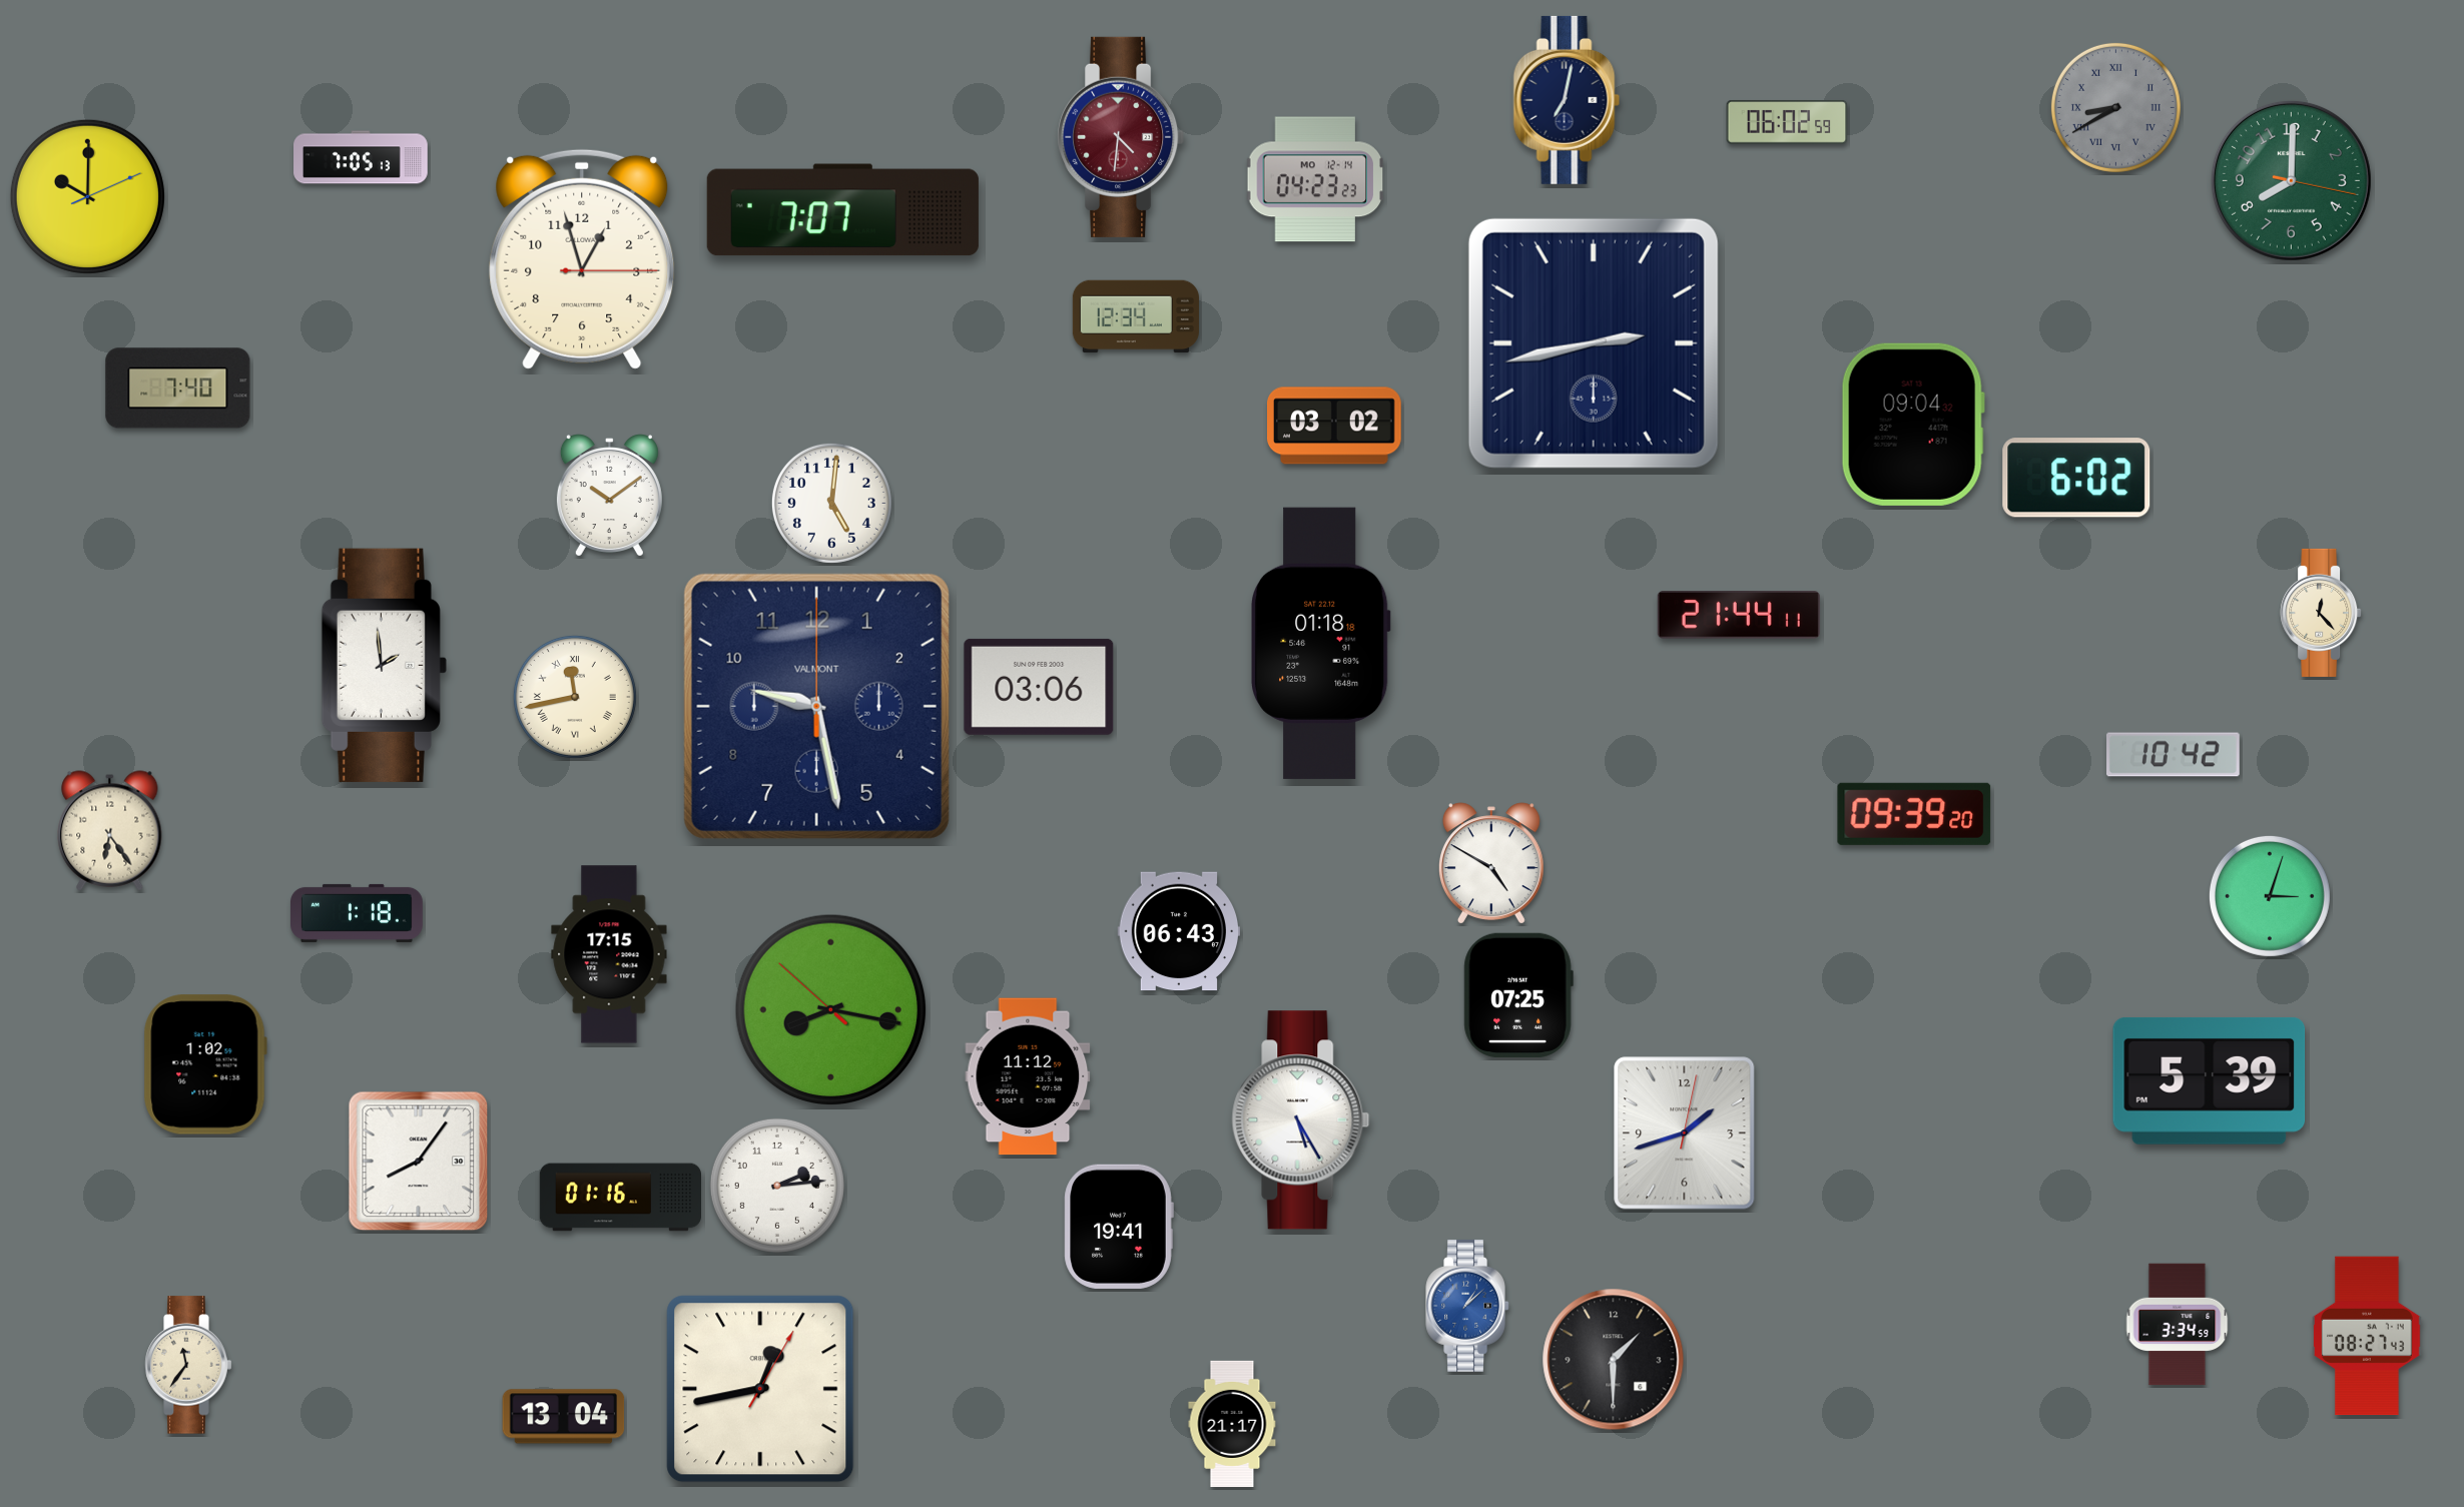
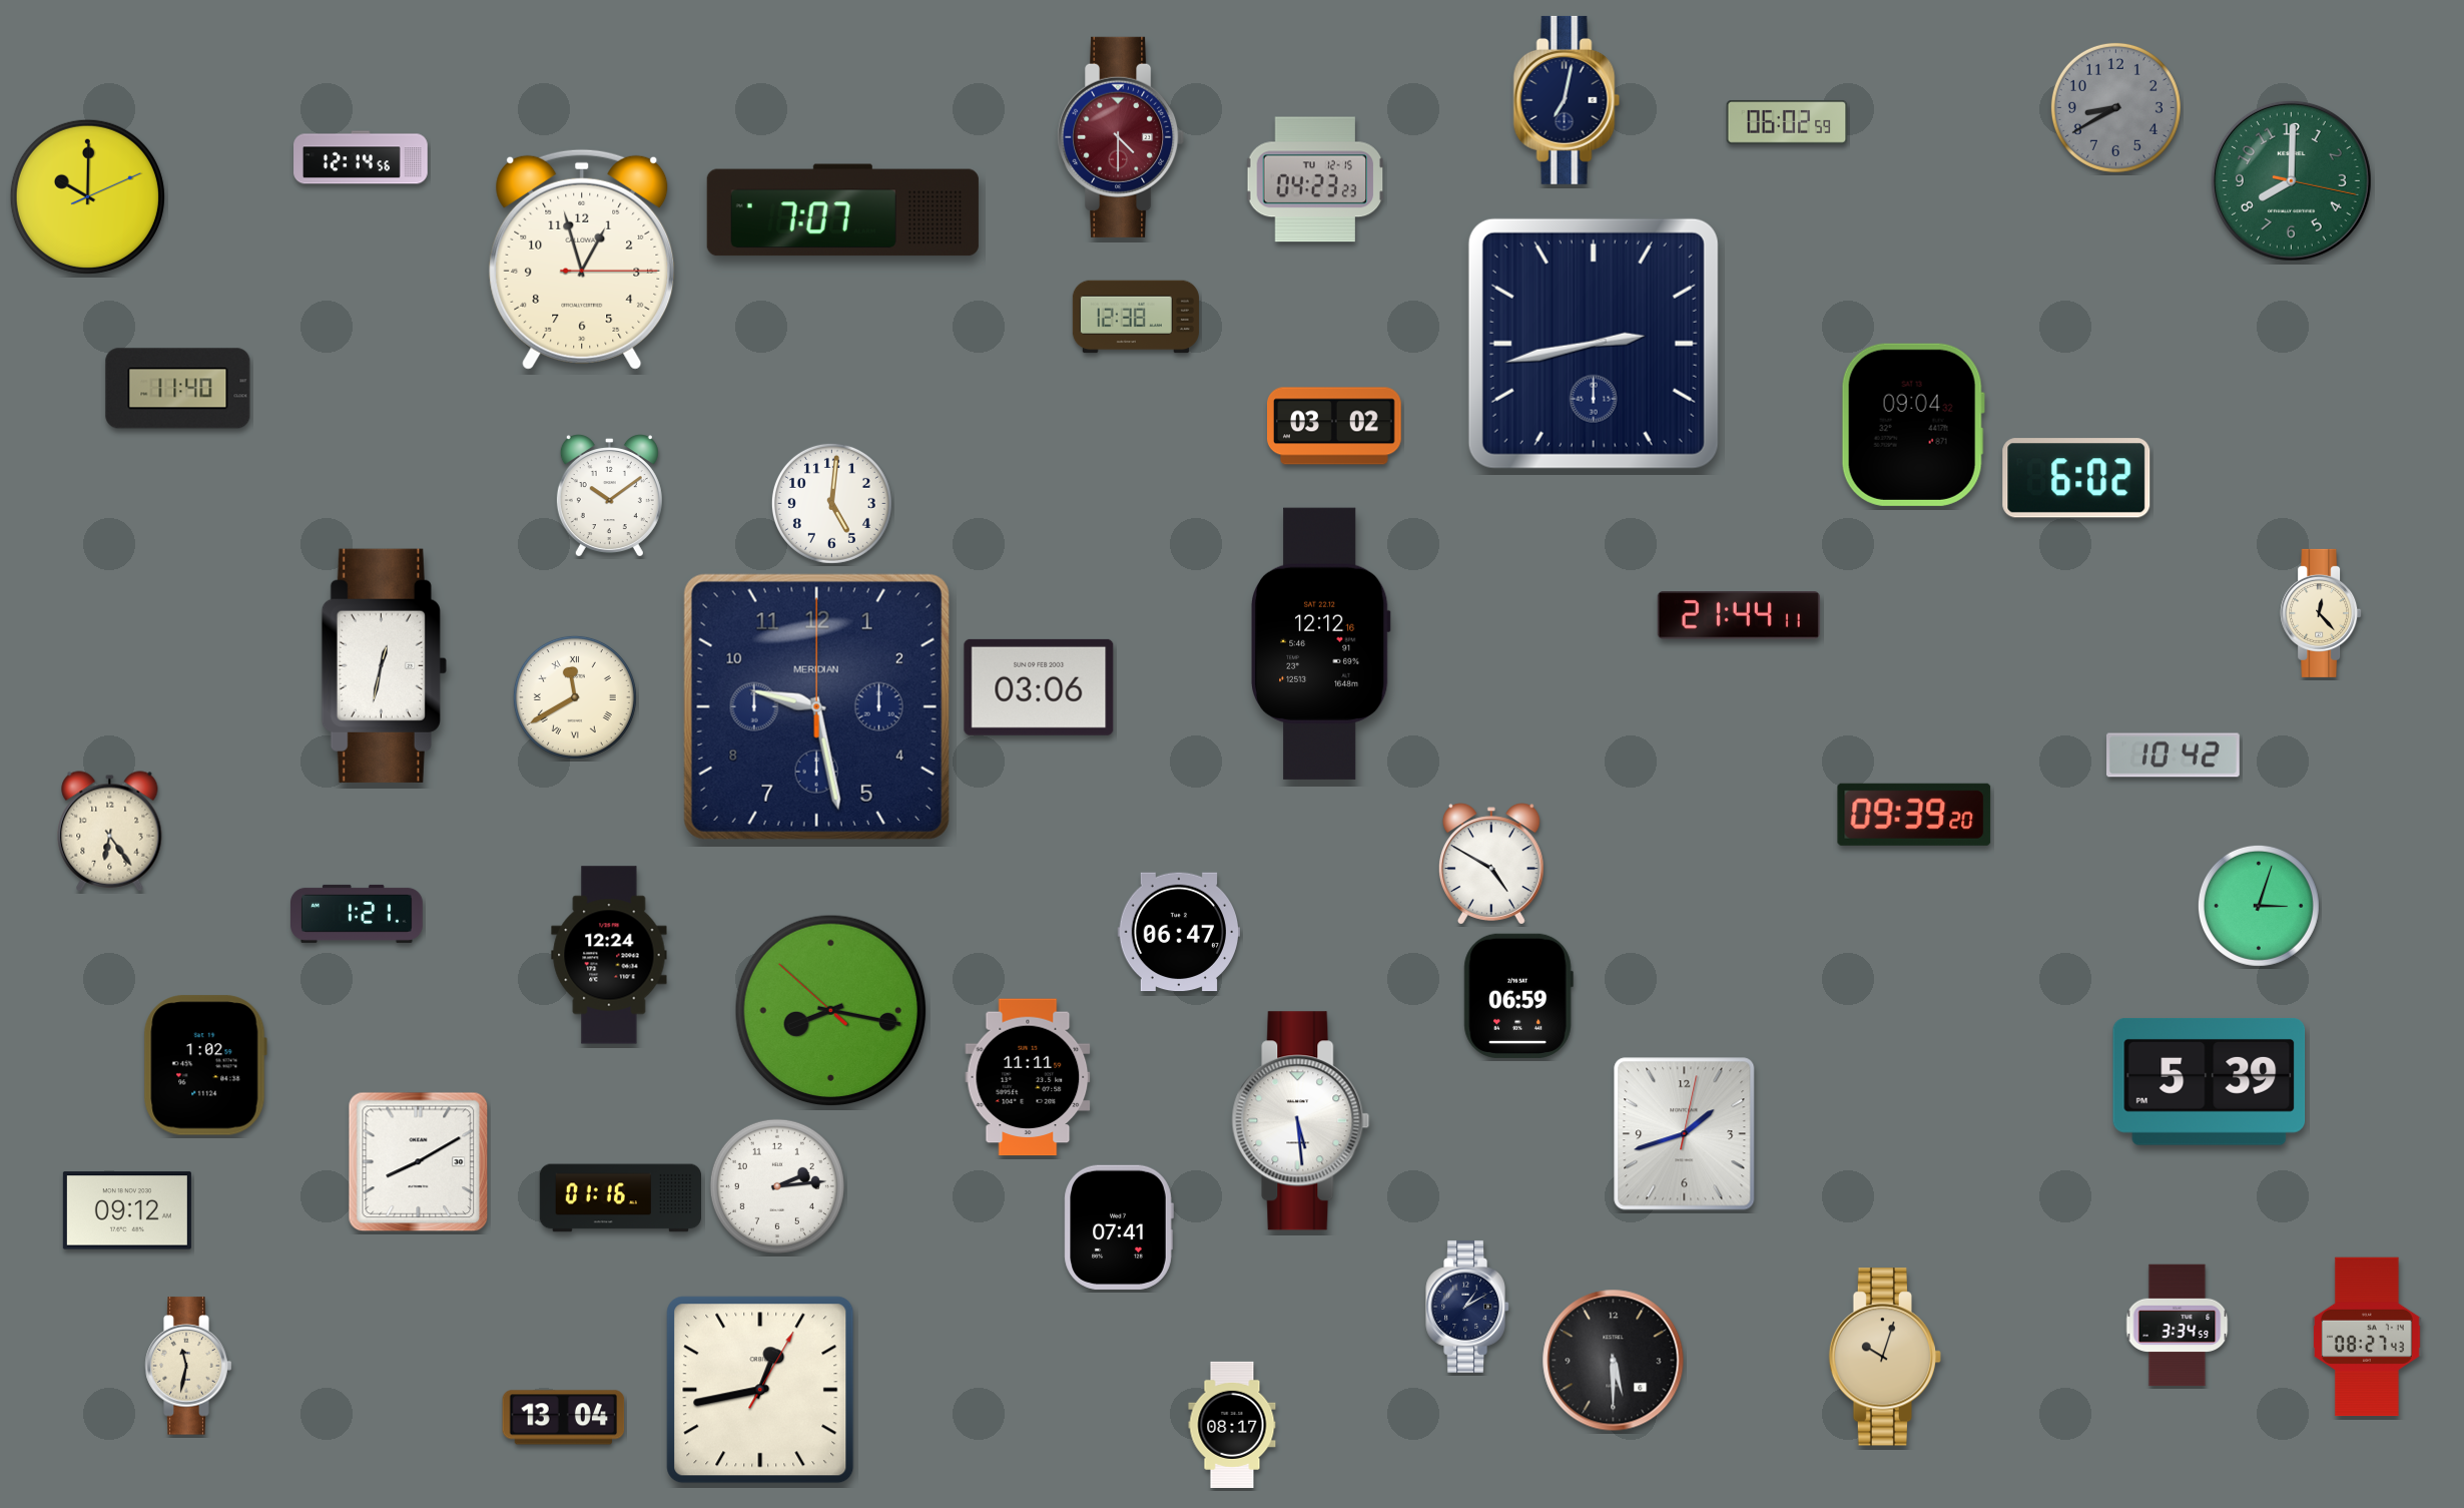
clock at (2115, 107) numerals: Roman -> Arabic
clock at (1121, 137): 4:31 -> 4:30
clock at (361, 157): 7:05 -> 12:14
clock at (1315, 179) date: MO 12-14 -> TU 12-15
clock at (1136, 316): 12:34 -> 12:38
clock at (178, 389): 7:40 -> 11:40
clock at (1321, 643): 01:18 -> 12:12
clock at (384, 665): 1:59 -> 12:32
clock at (575, 697): 11:43 -> 11:40
clock at (816, 706) brand: VALMONT -> MERIDIAN
clock at (2270, 896) position: (2270, 896) -> (2259, 906)
clock at (358, 913): 1:18 -> 1:21
clock at (1179, 931): 06:43 -> 06:47
clock at (609, 954): 17:15 -> 12:24
clock at (1518, 995): 07:25 -> 06:59
clock at (1028, 1076): 11:12 -> 11:11
clock at (1301, 1120): 5:25 -> 5:29
clock at (419, 1162): 8:06 -> 8:10
clock at (127, 1210): none -> 09:12
clock at (1119, 1227): 19:41 -> 07:41
clock at (1467, 1306): 1:08 -> 1:10
clock at (1467, 1306) dial: blue -> navy
clock at (1884, 1357): none -> 10:03
clock at (1614, 1360): 1:30 -> 5:30
clock at (188, 1365): 11:36 -> 11:32
clock at (1232, 1424): 21:17 -> 08:17
